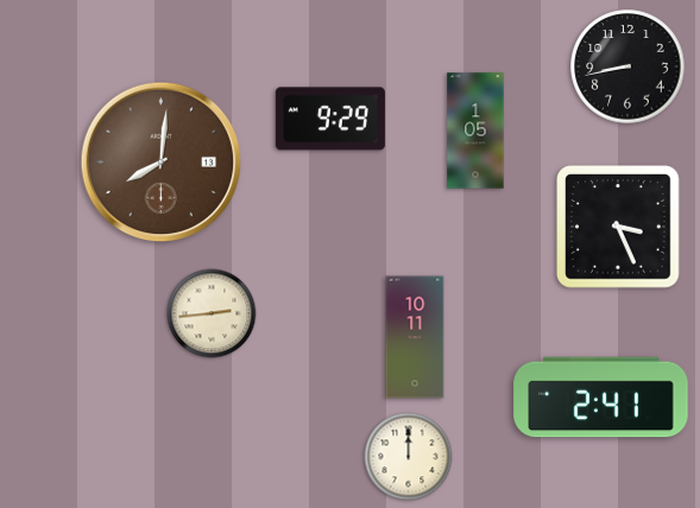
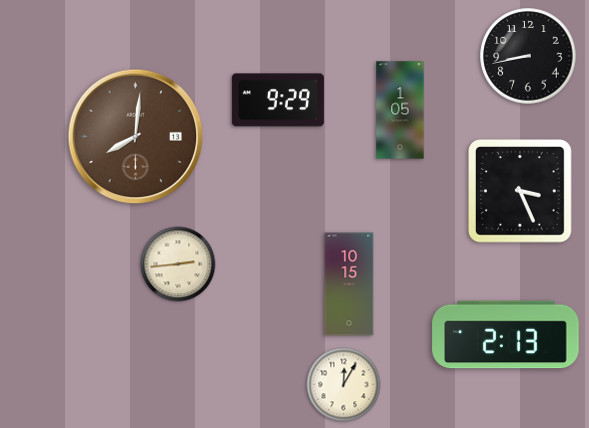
clock at (415, 337): 10:11 -> 10:15
clock at (601, 398): 2:41 -> 2:13
clock at (409, 457): 12:00 -> 12:05
